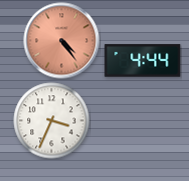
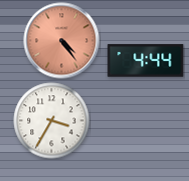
clock at (143, 61) position: (143, 61) -> (146, 61)
clock at (52, 121): 3:34 -> 3:35
